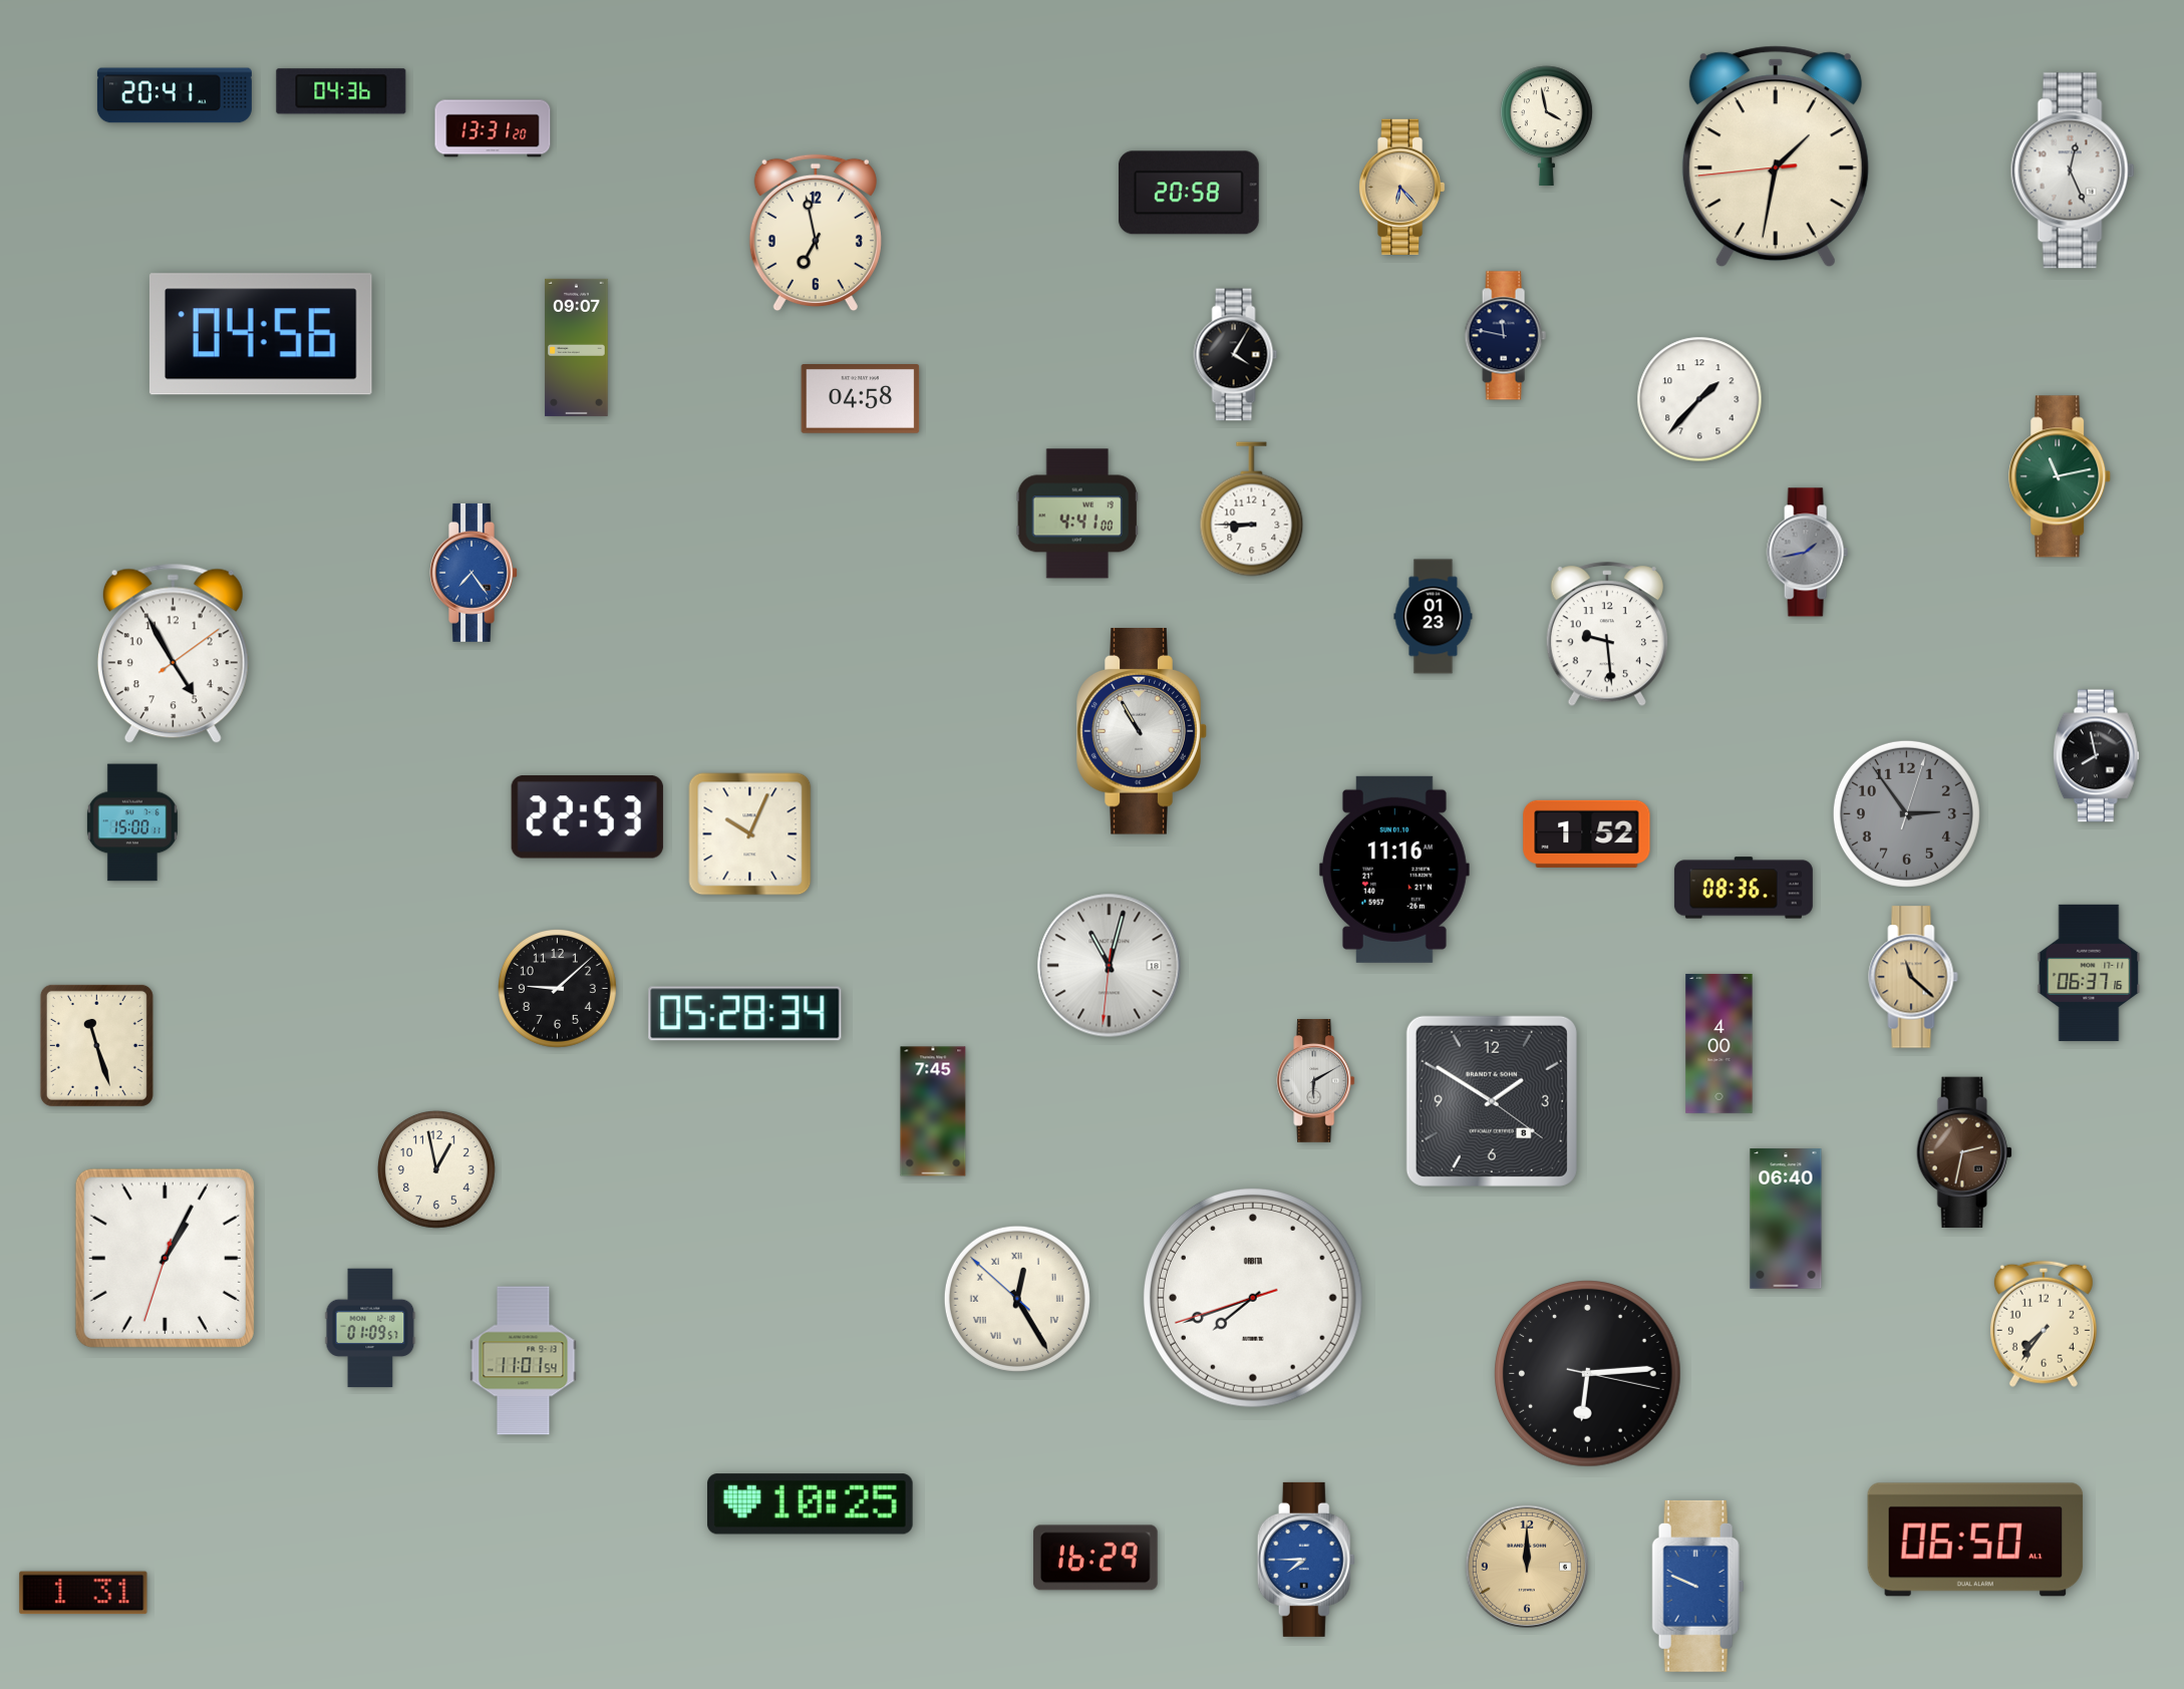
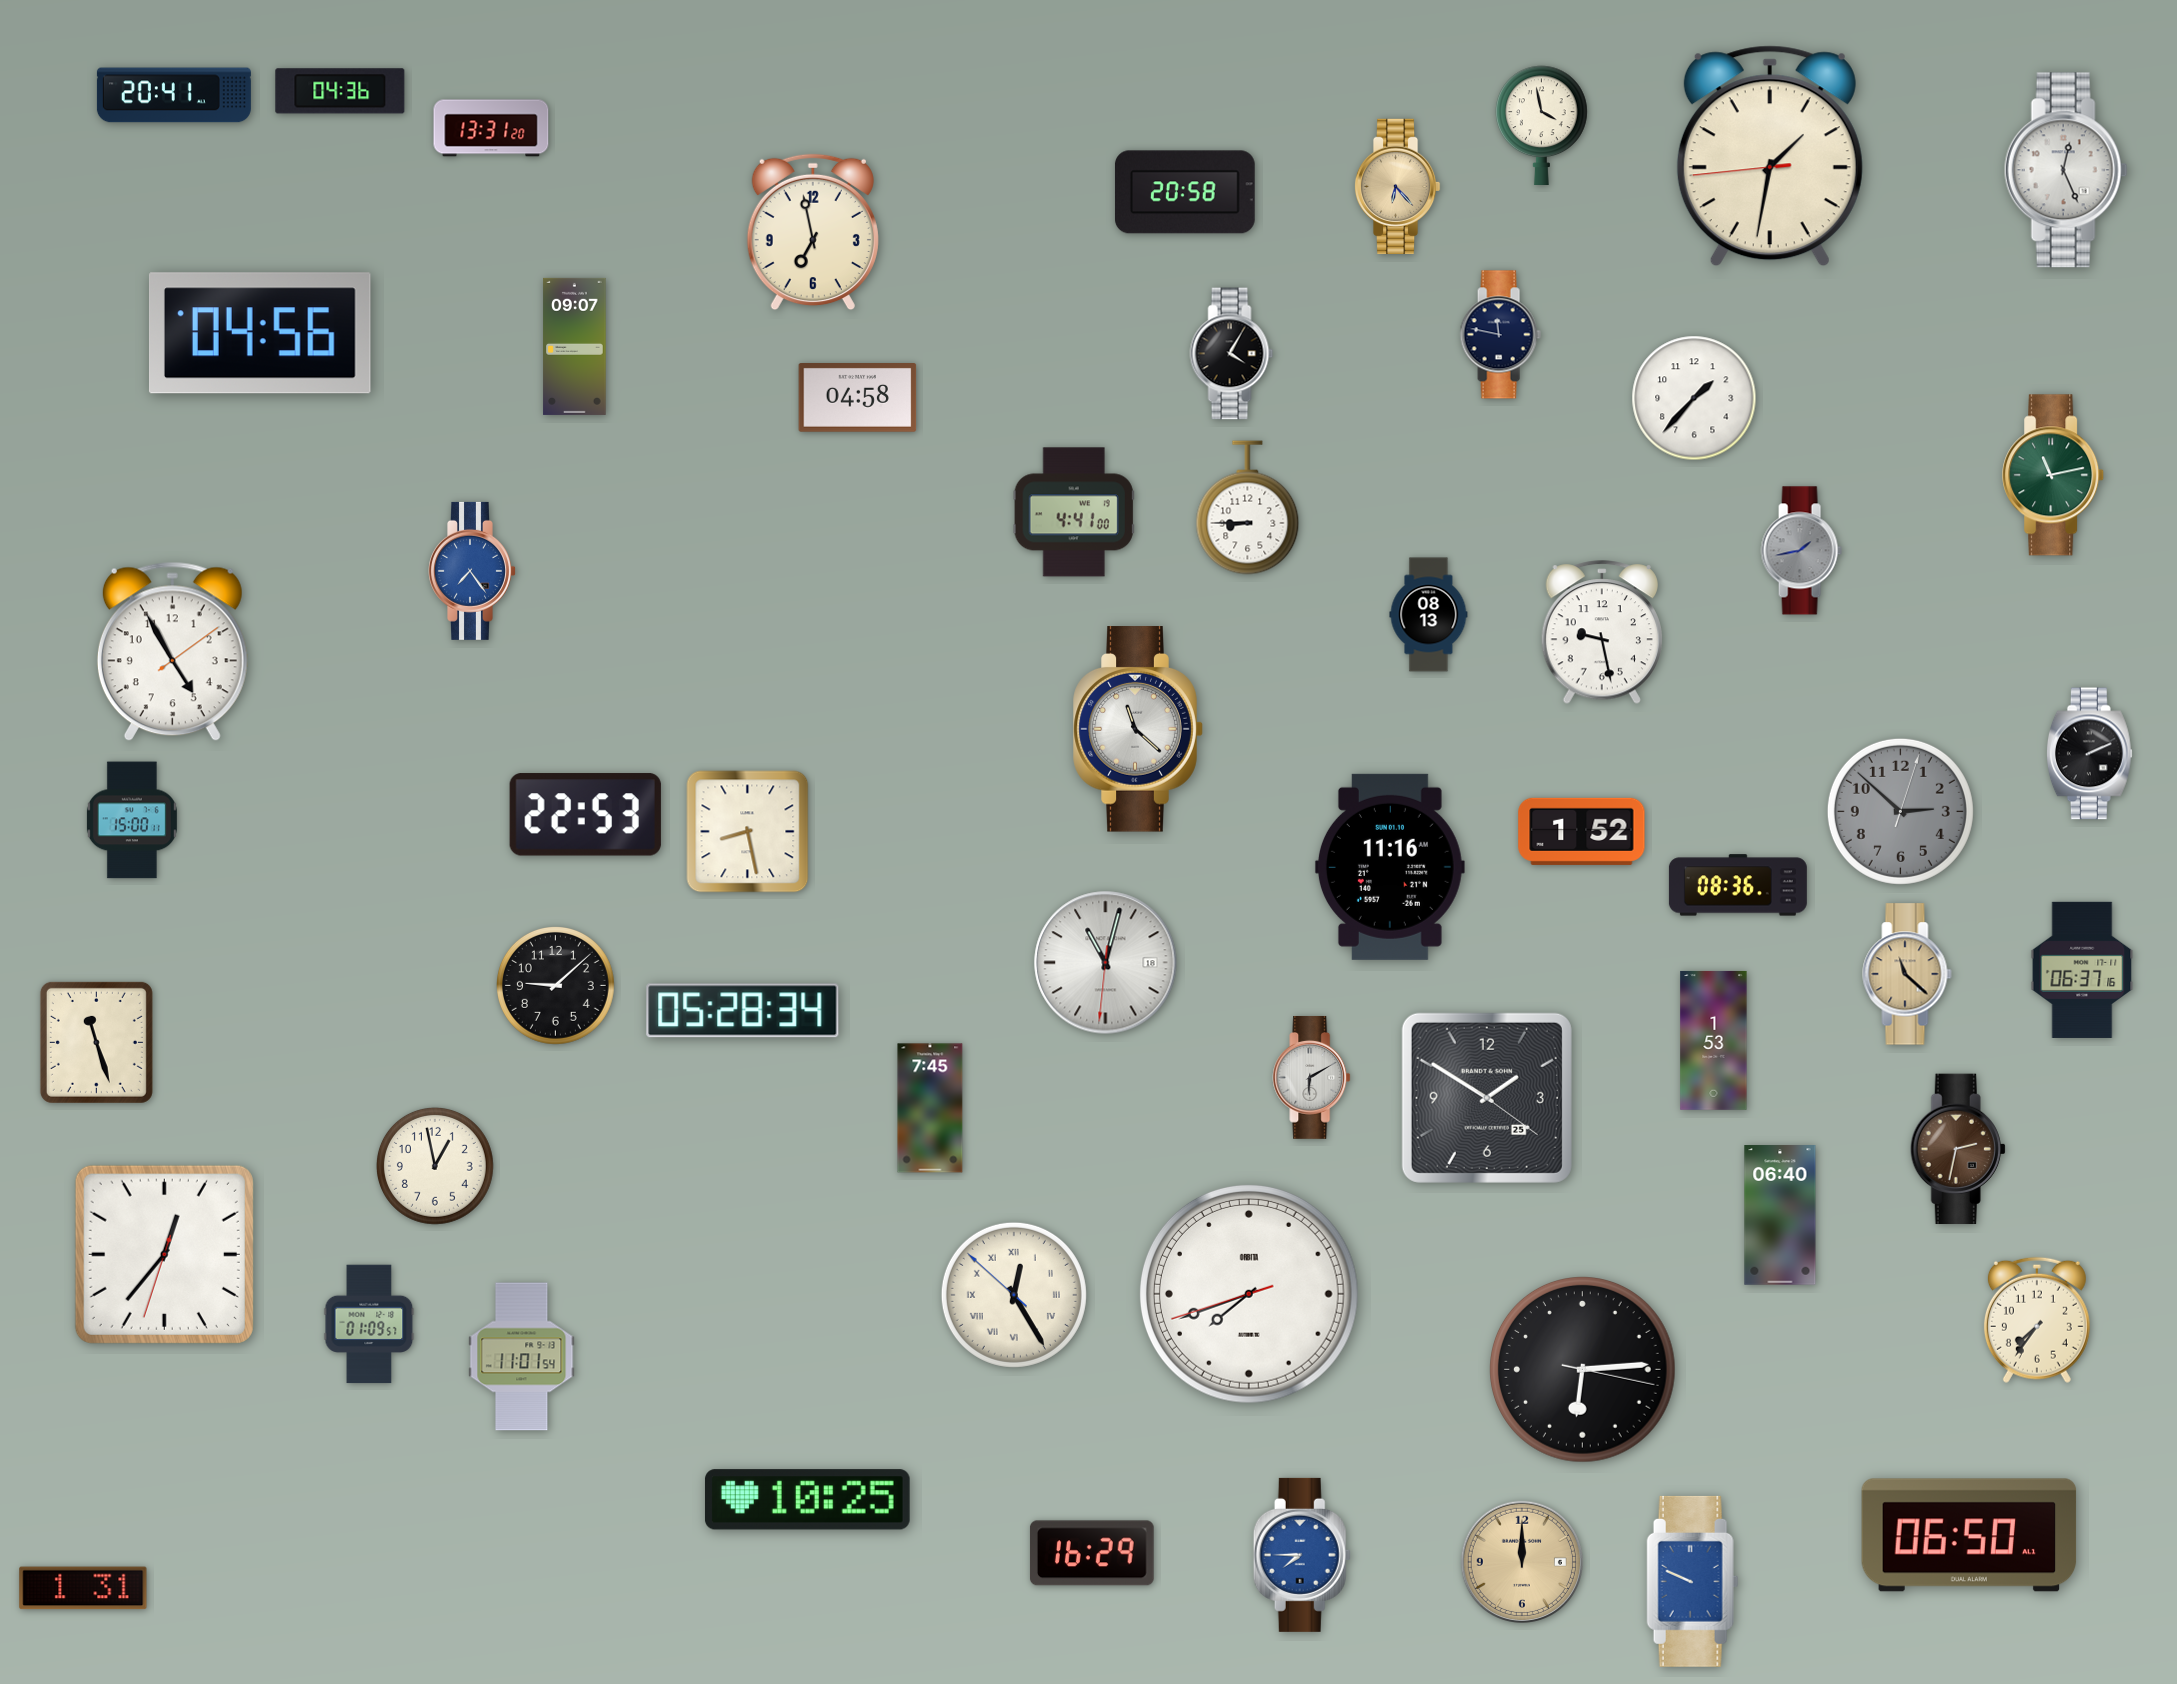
clock at (1434, 617): 01:23 -> 08:13
clock at (1607, 635): 9:29 -> 9:28
clock at (1142, 731): 10:55 -> 11:22
clock at (2096, 756): 7:58 -> 2:11
clock at (1906, 813): 2:54 -> 2:52
clock at (750, 834): 10:04 -> 8:28
clock at (1720, 1044): 4:00 -> 1:53
clock at (1492, 1101) date: 8 -> 25
clock at (165, 1258): 1:04 -> 12:36
